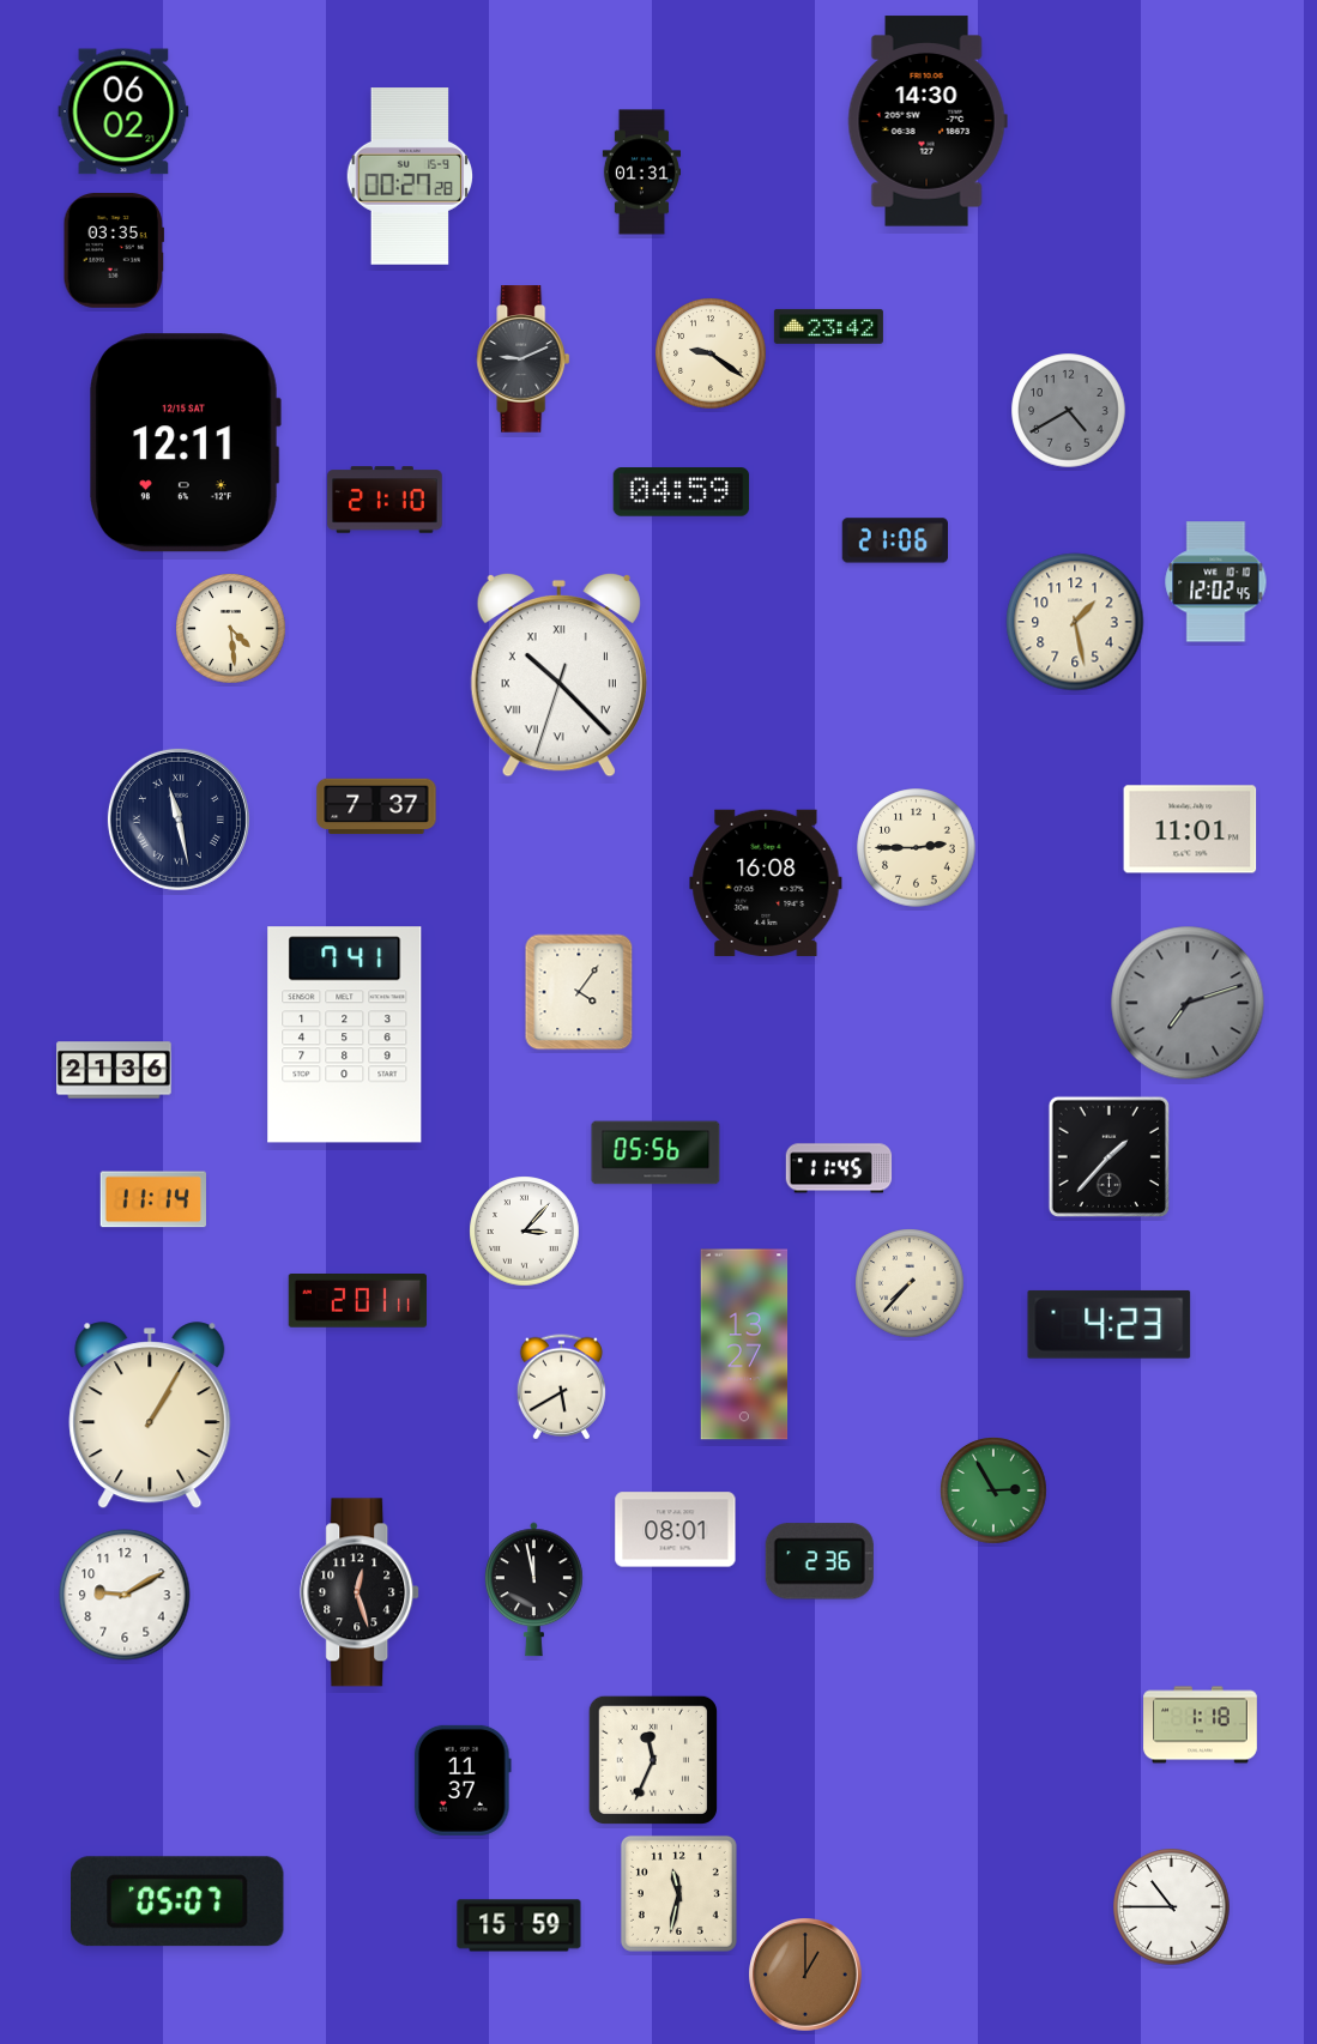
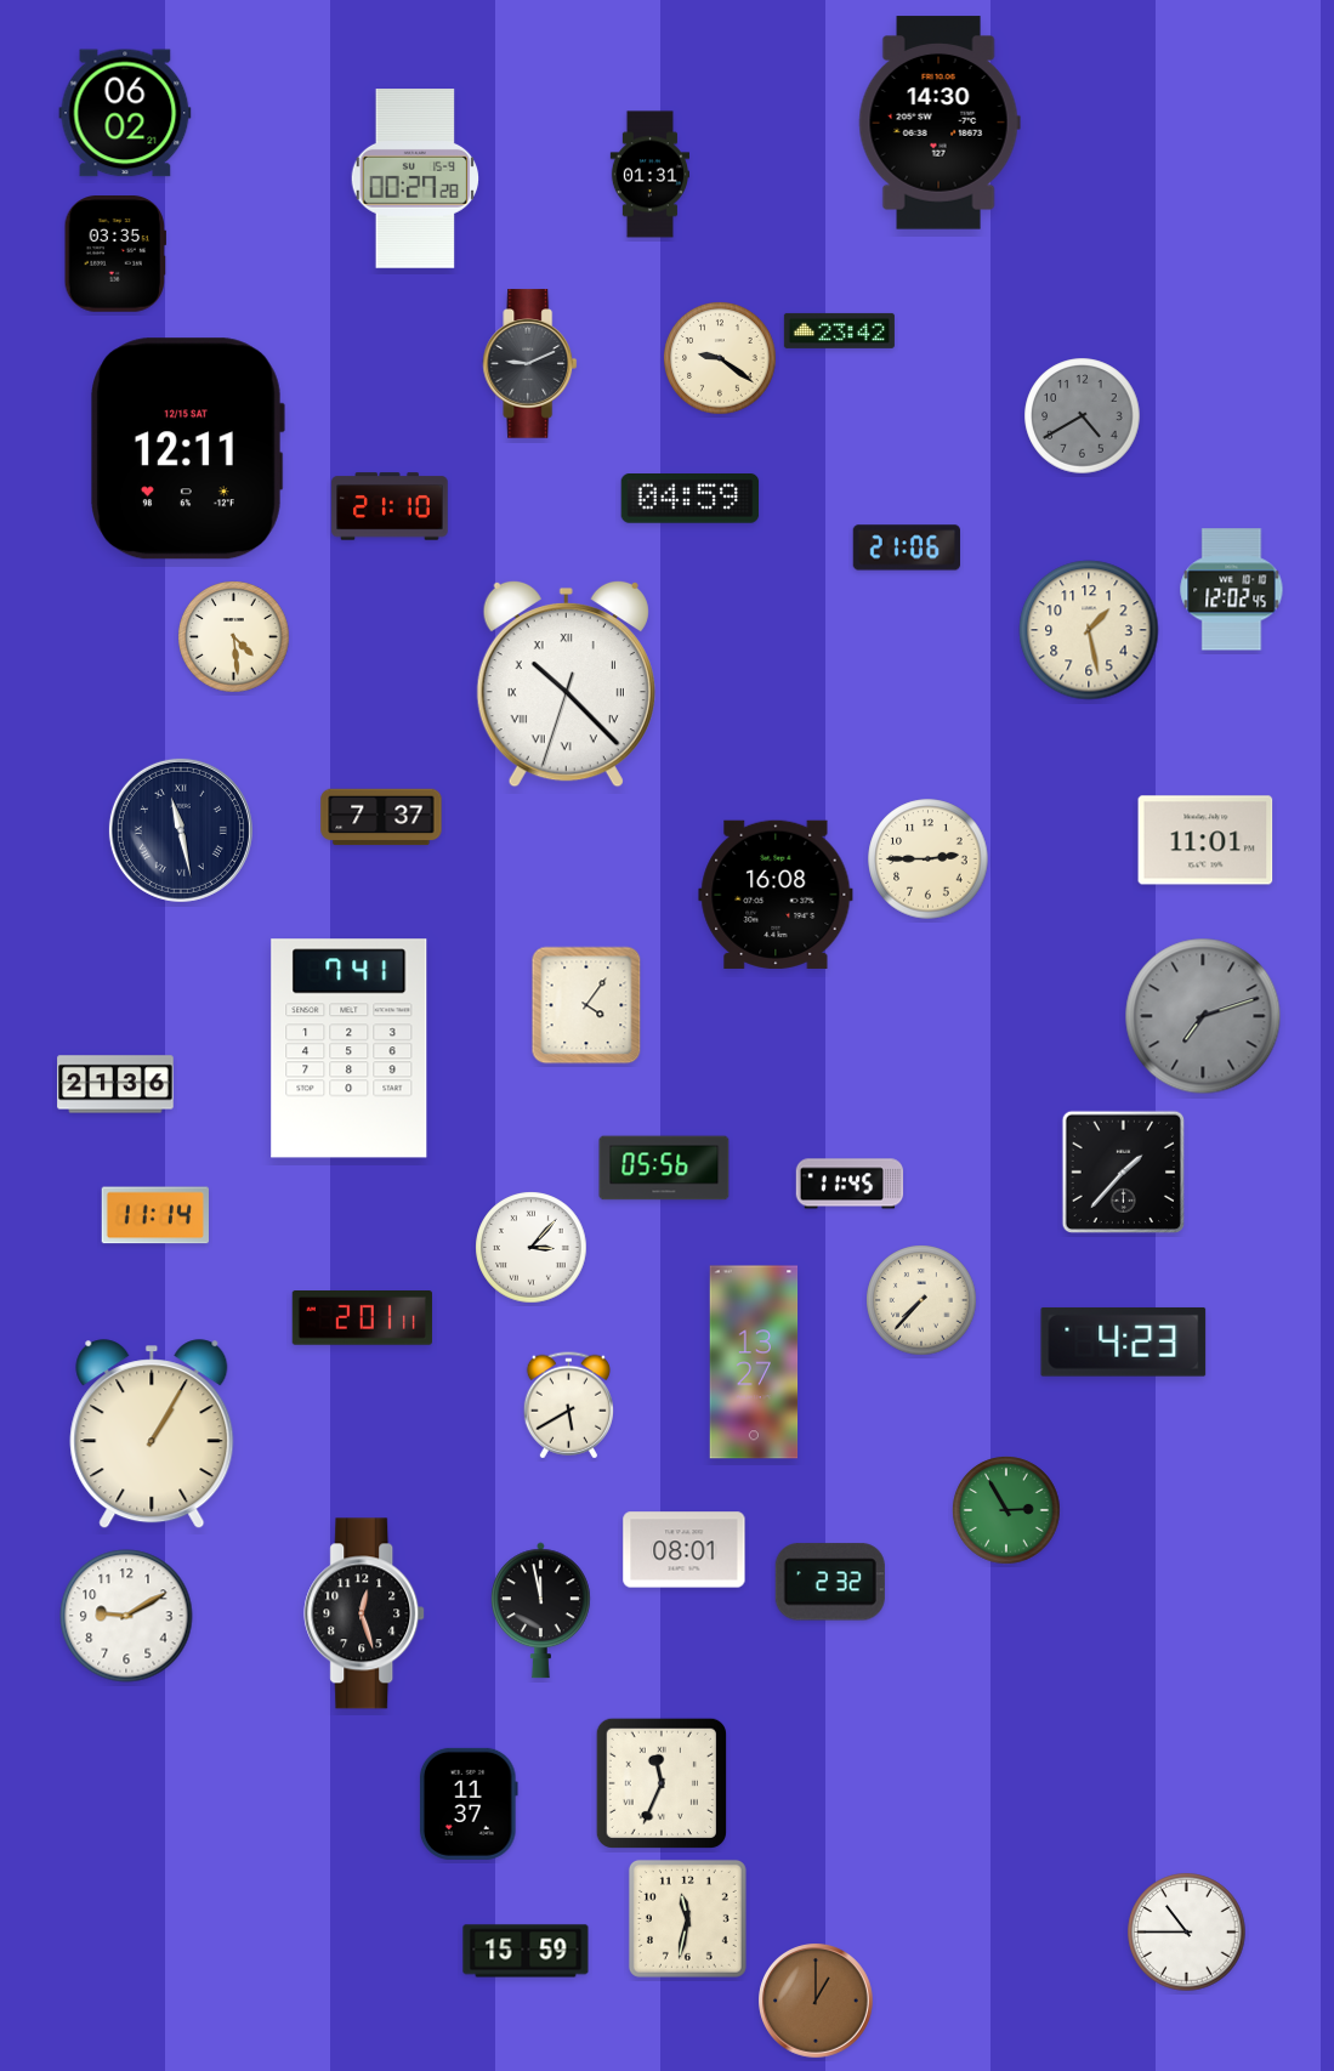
clock at (820, 1561): 2:36 -> 2:32
clock at (1201, 1725): 1:18 -> none
clock at (179, 1901): 05:07 -> none
